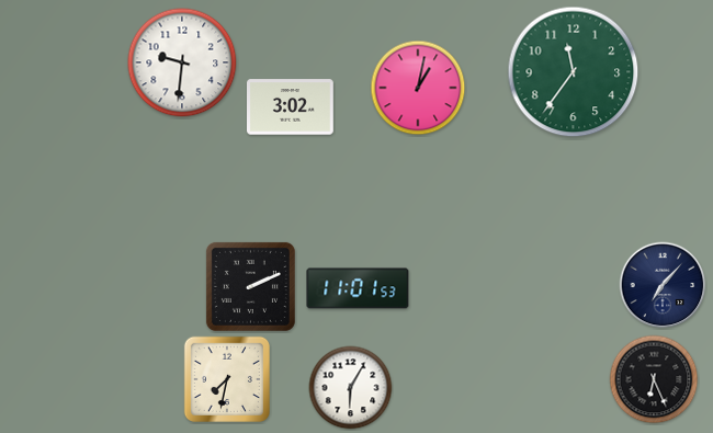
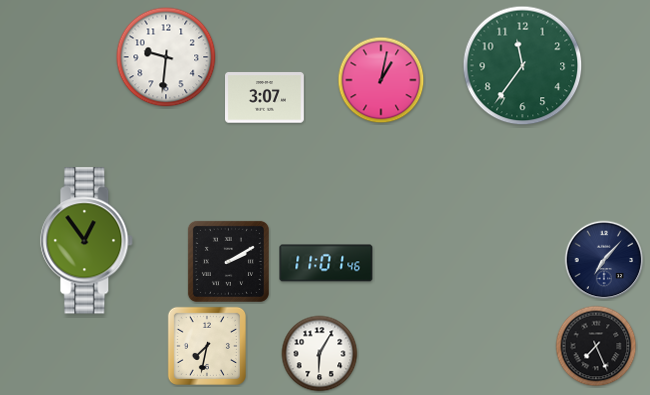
clock at (291, 107): 3:02 -> 3:07
clock at (87, 241): none -> 12:54
clock at (250, 286): 2:11 -> 2:10
clock at (358, 288): 11:01:53 -> 11:01:46
clock at (654, 379): 6:26 -> 7:26
